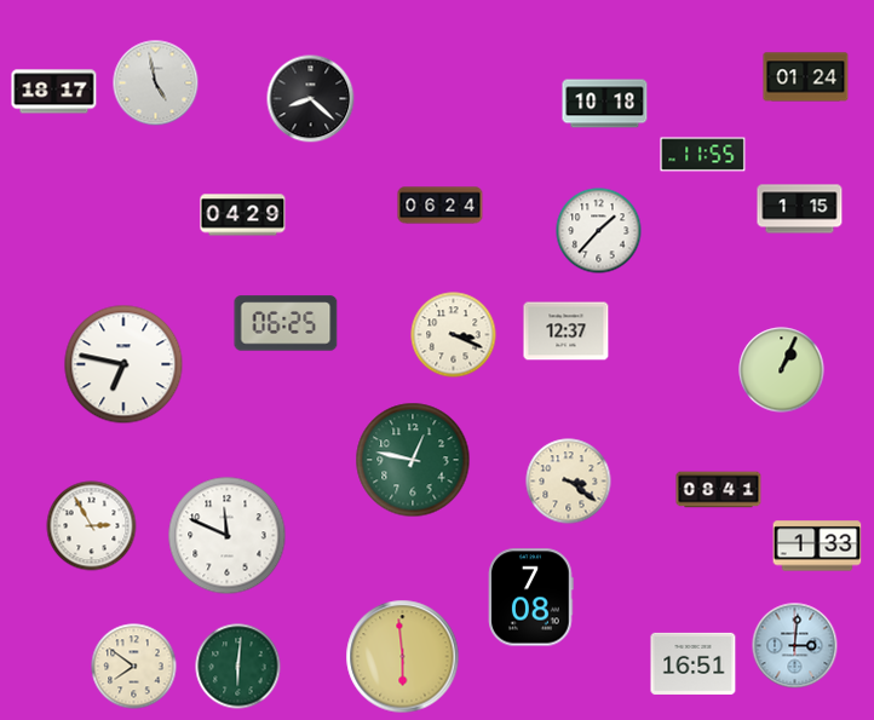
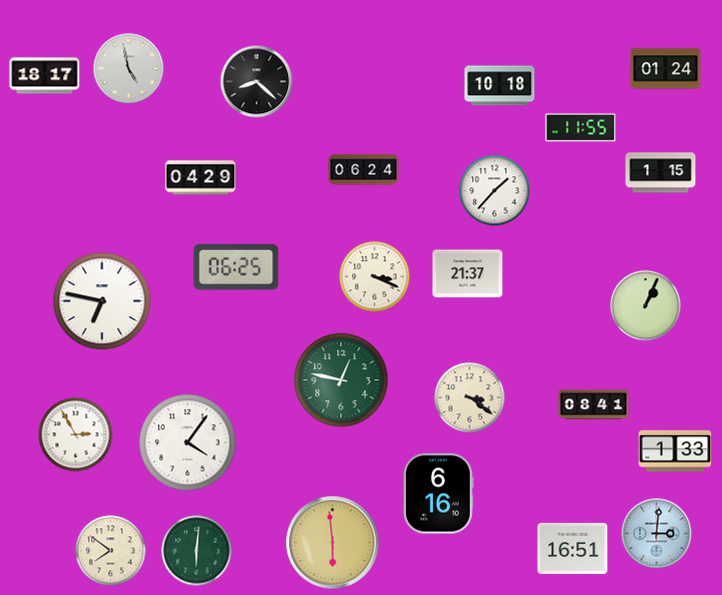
clock at (806, 77) position: (806, 77) -> (666, 69)
clock at (567, 332): 12:37 -> 21:37
clock at (228, 536): 11:49 -> 4:06
clock at (531, 598): 7:08 -> 6:16
